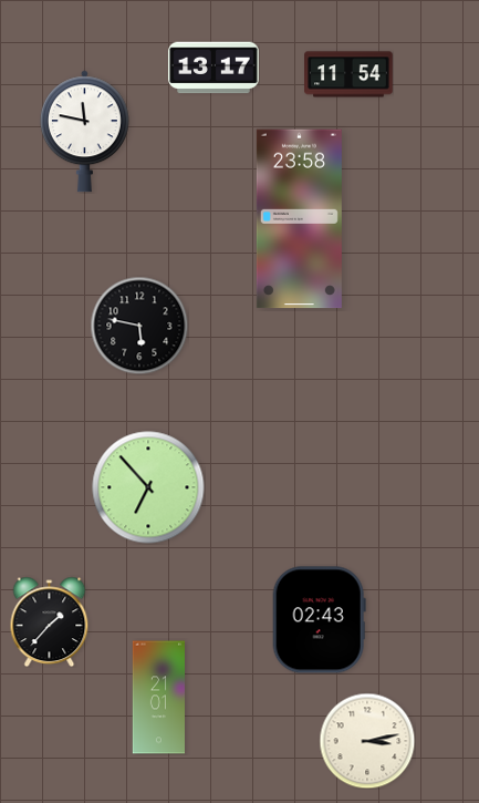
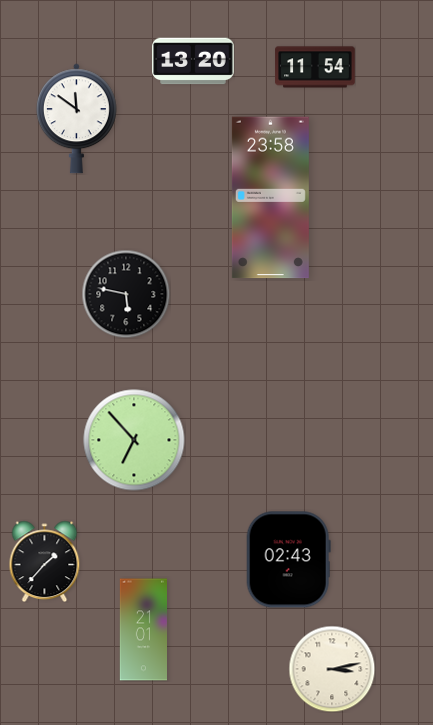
clock at (214, 68): 13:17 -> 13:20
clock at (84, 132): 11:47 -> 11:51
